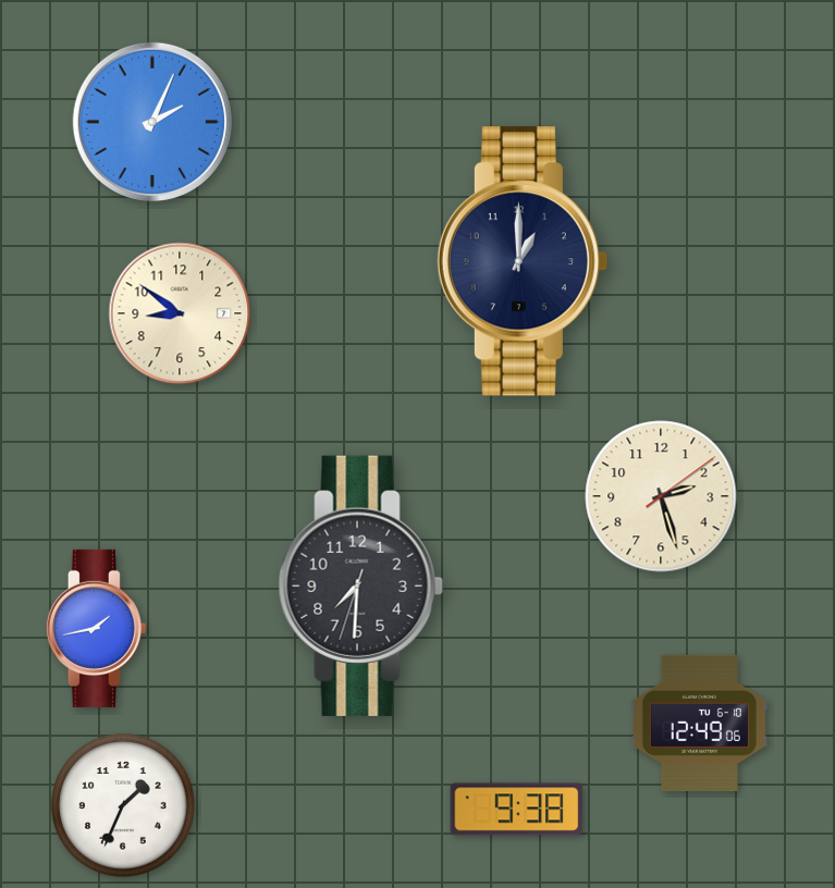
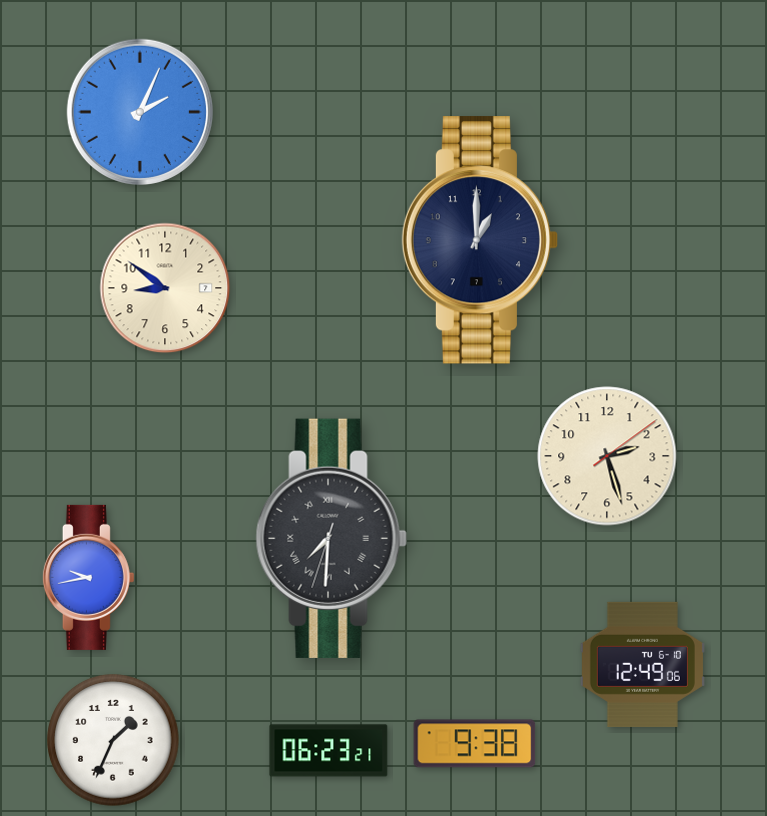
clock at (360, 585) numerals: Arabic -> Roman
clock at (96, 628): 1:43 -> 9:43
clock at (329, 751): none -> 06:23
